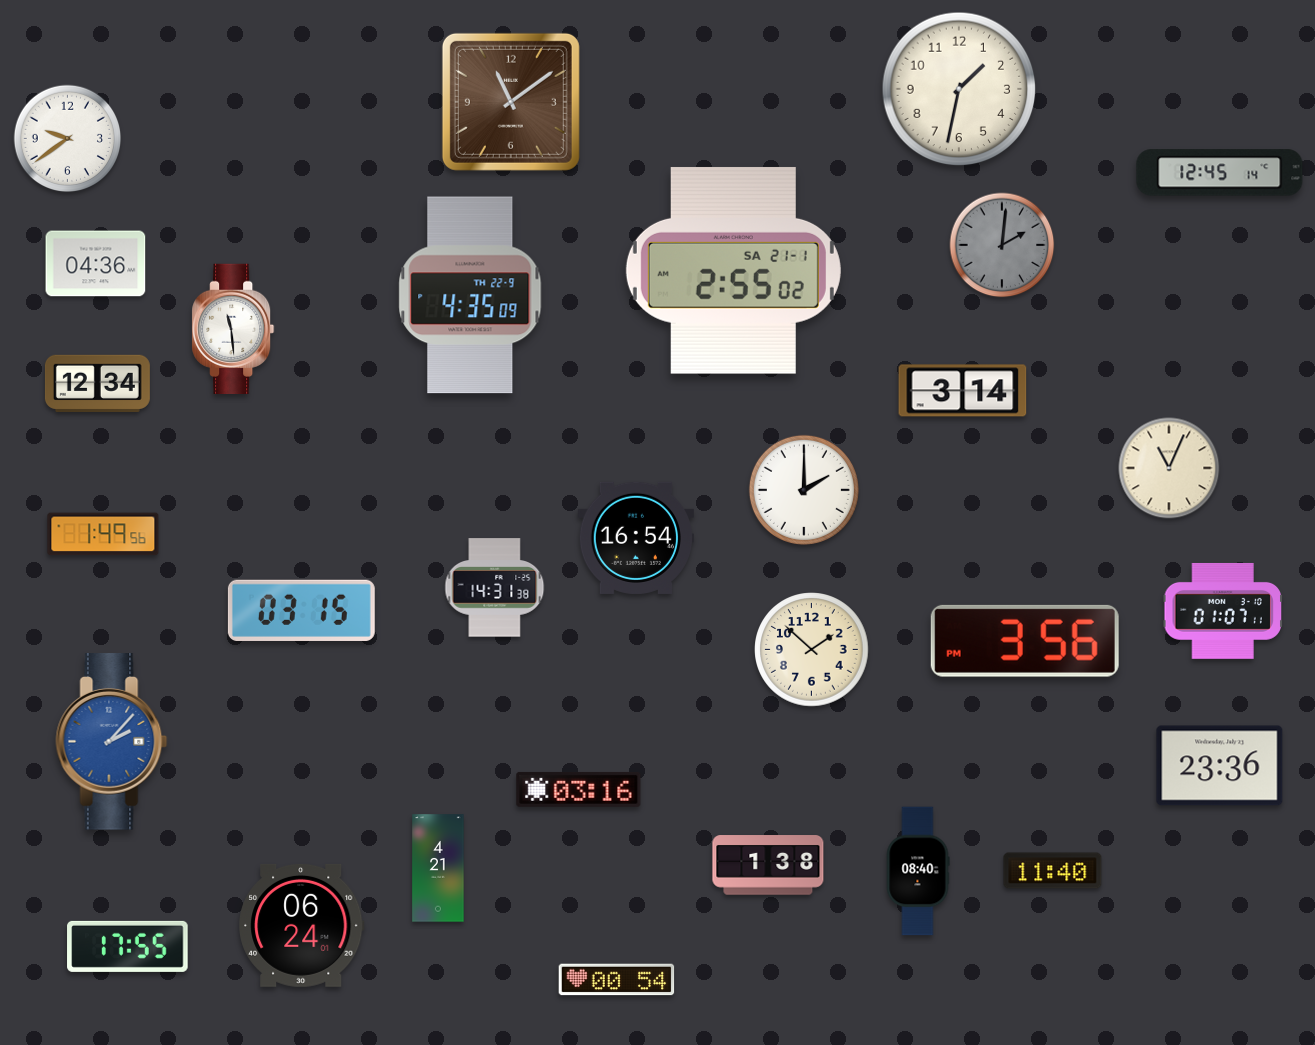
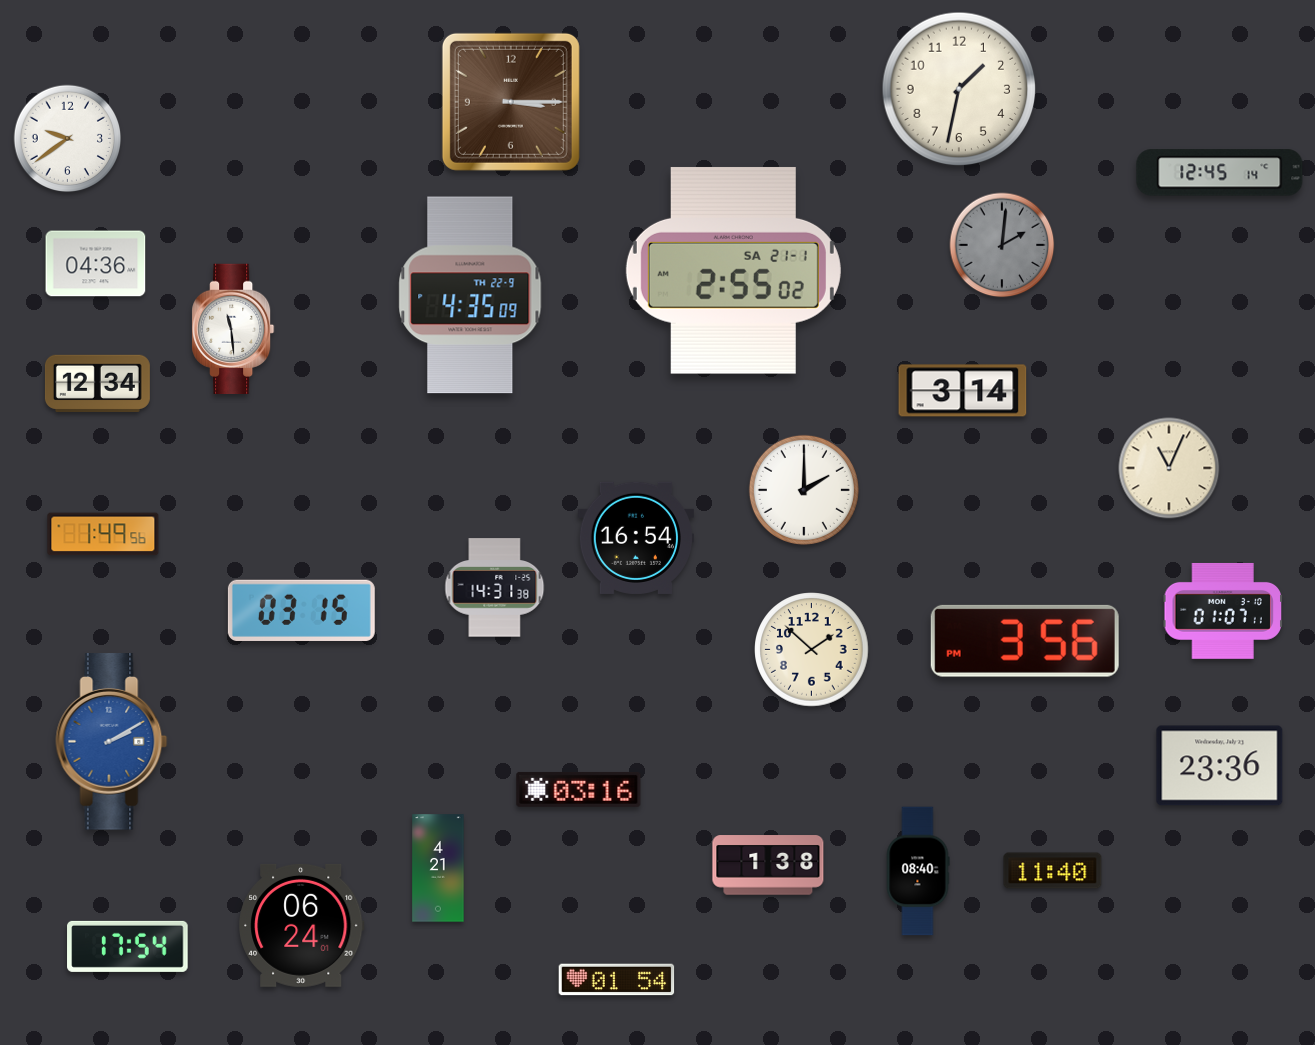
clock at (511, 102): 11:09 -> 3:15
clock at (112, 742): 2:07 -> 2:10
clock at (128, 946): 17:55 -> 17:54
clock at (617, 980): 00:54 -> 01:54
